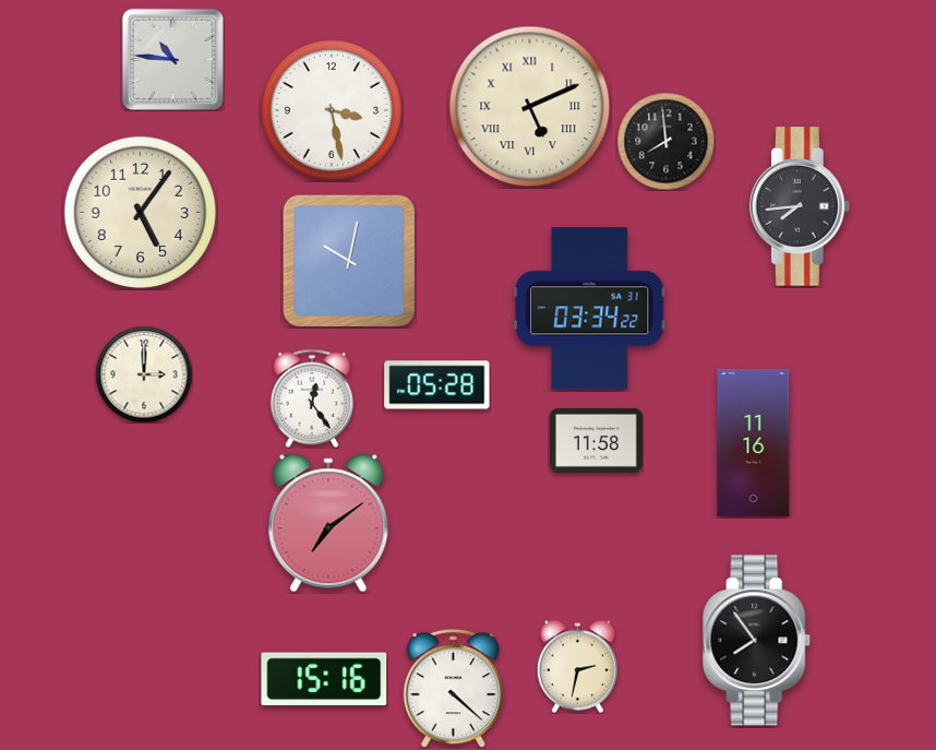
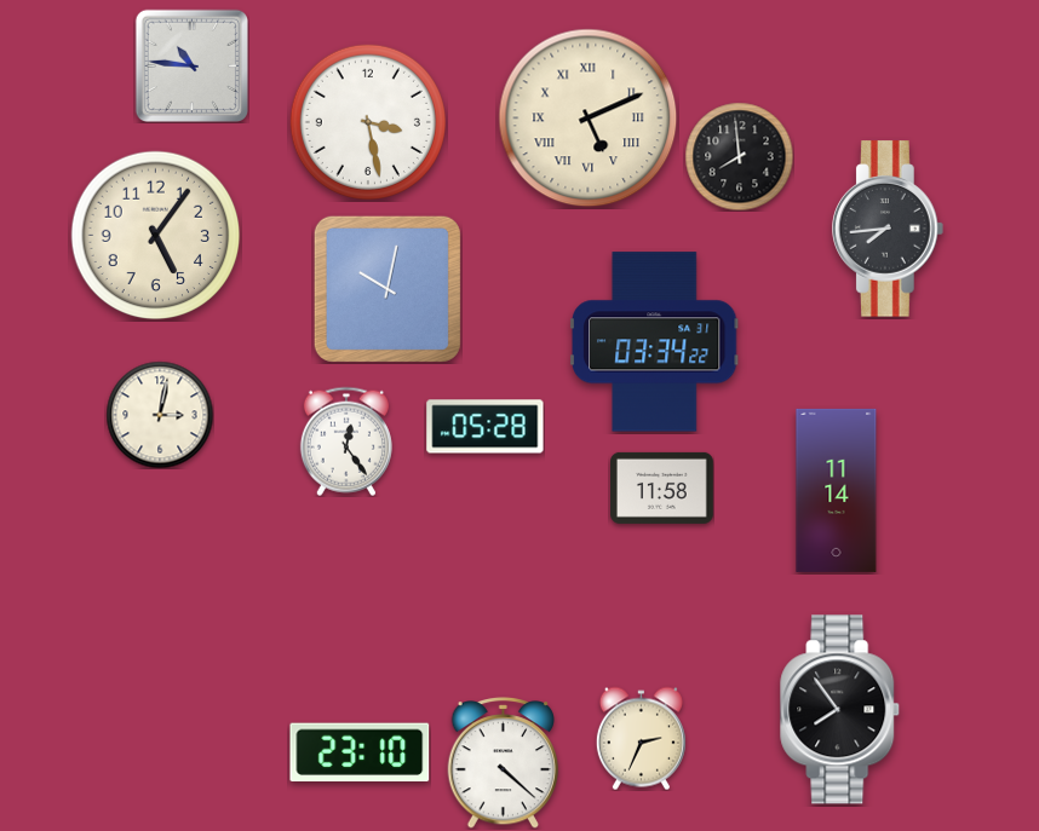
clock at (144, 374): 3:00 -> 3:02
clock at (754, 442): 11:16 -> 11:14
clock at (328, 523): 7:09 -> none
clock at (577, 666): 2:32 -> 2:34
clock at (324, 678): 15:16 -> 23:10
